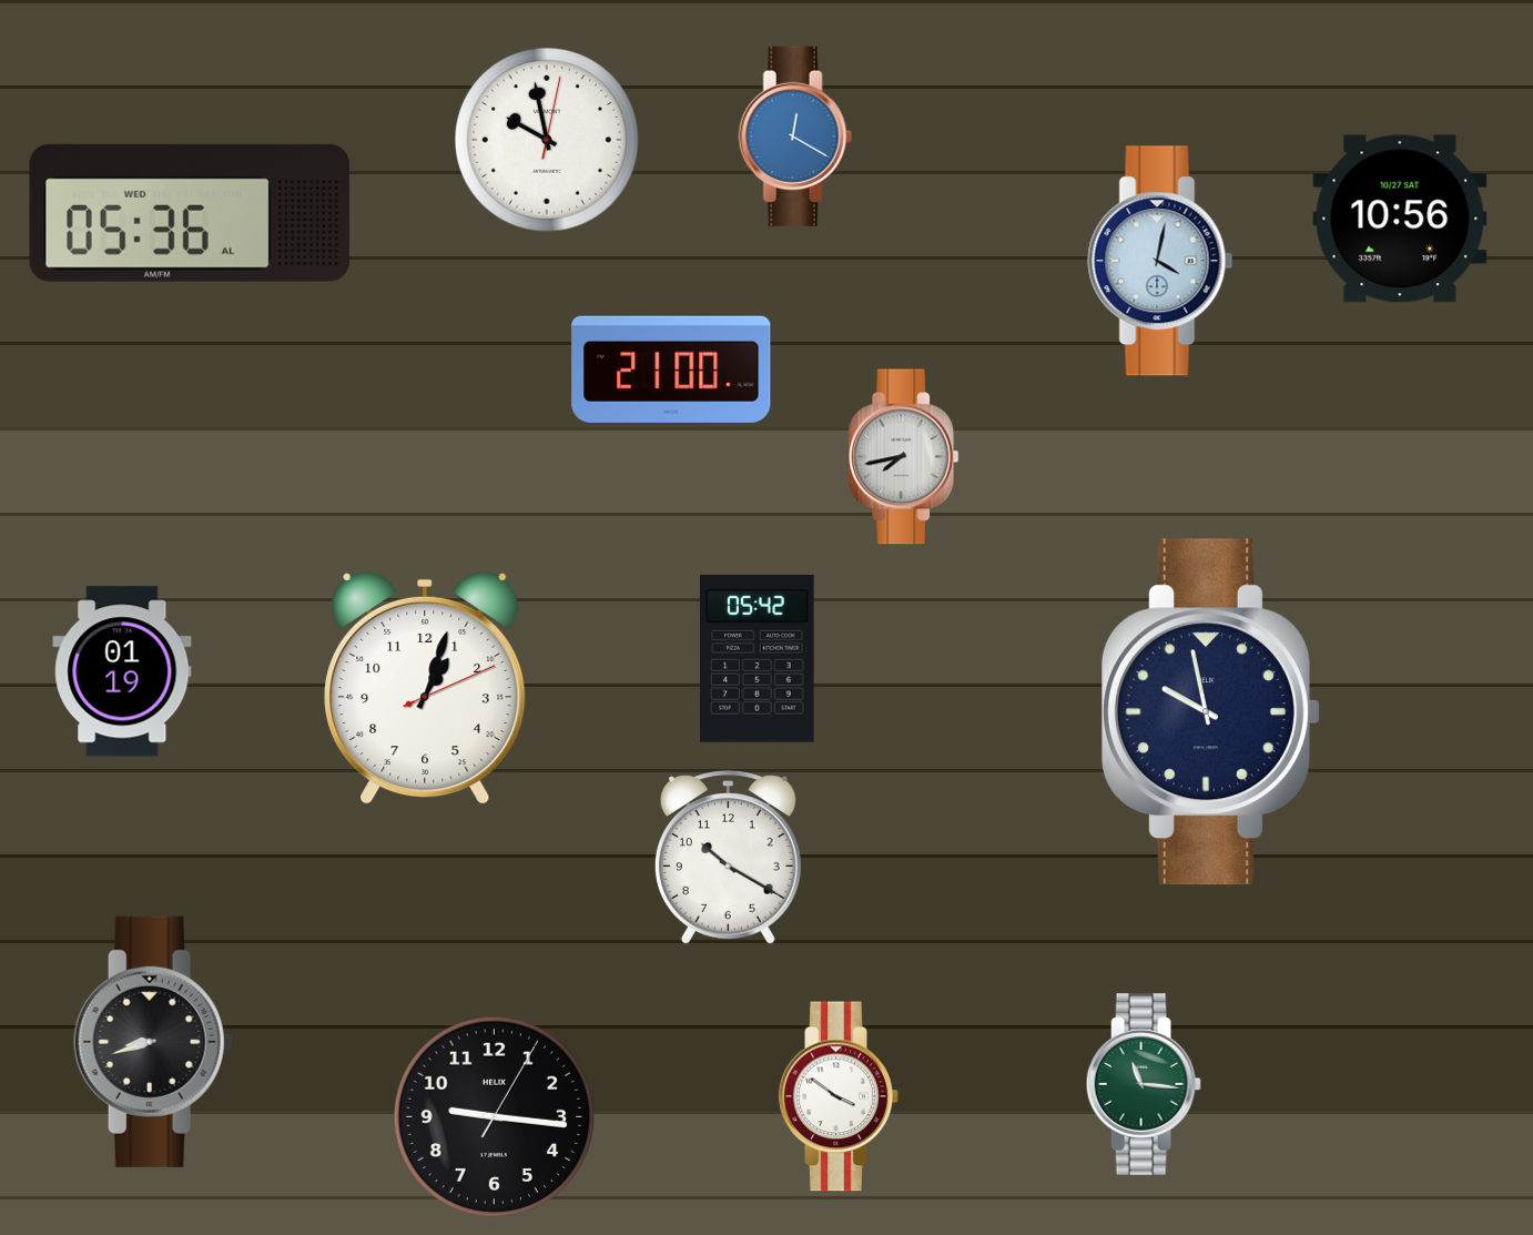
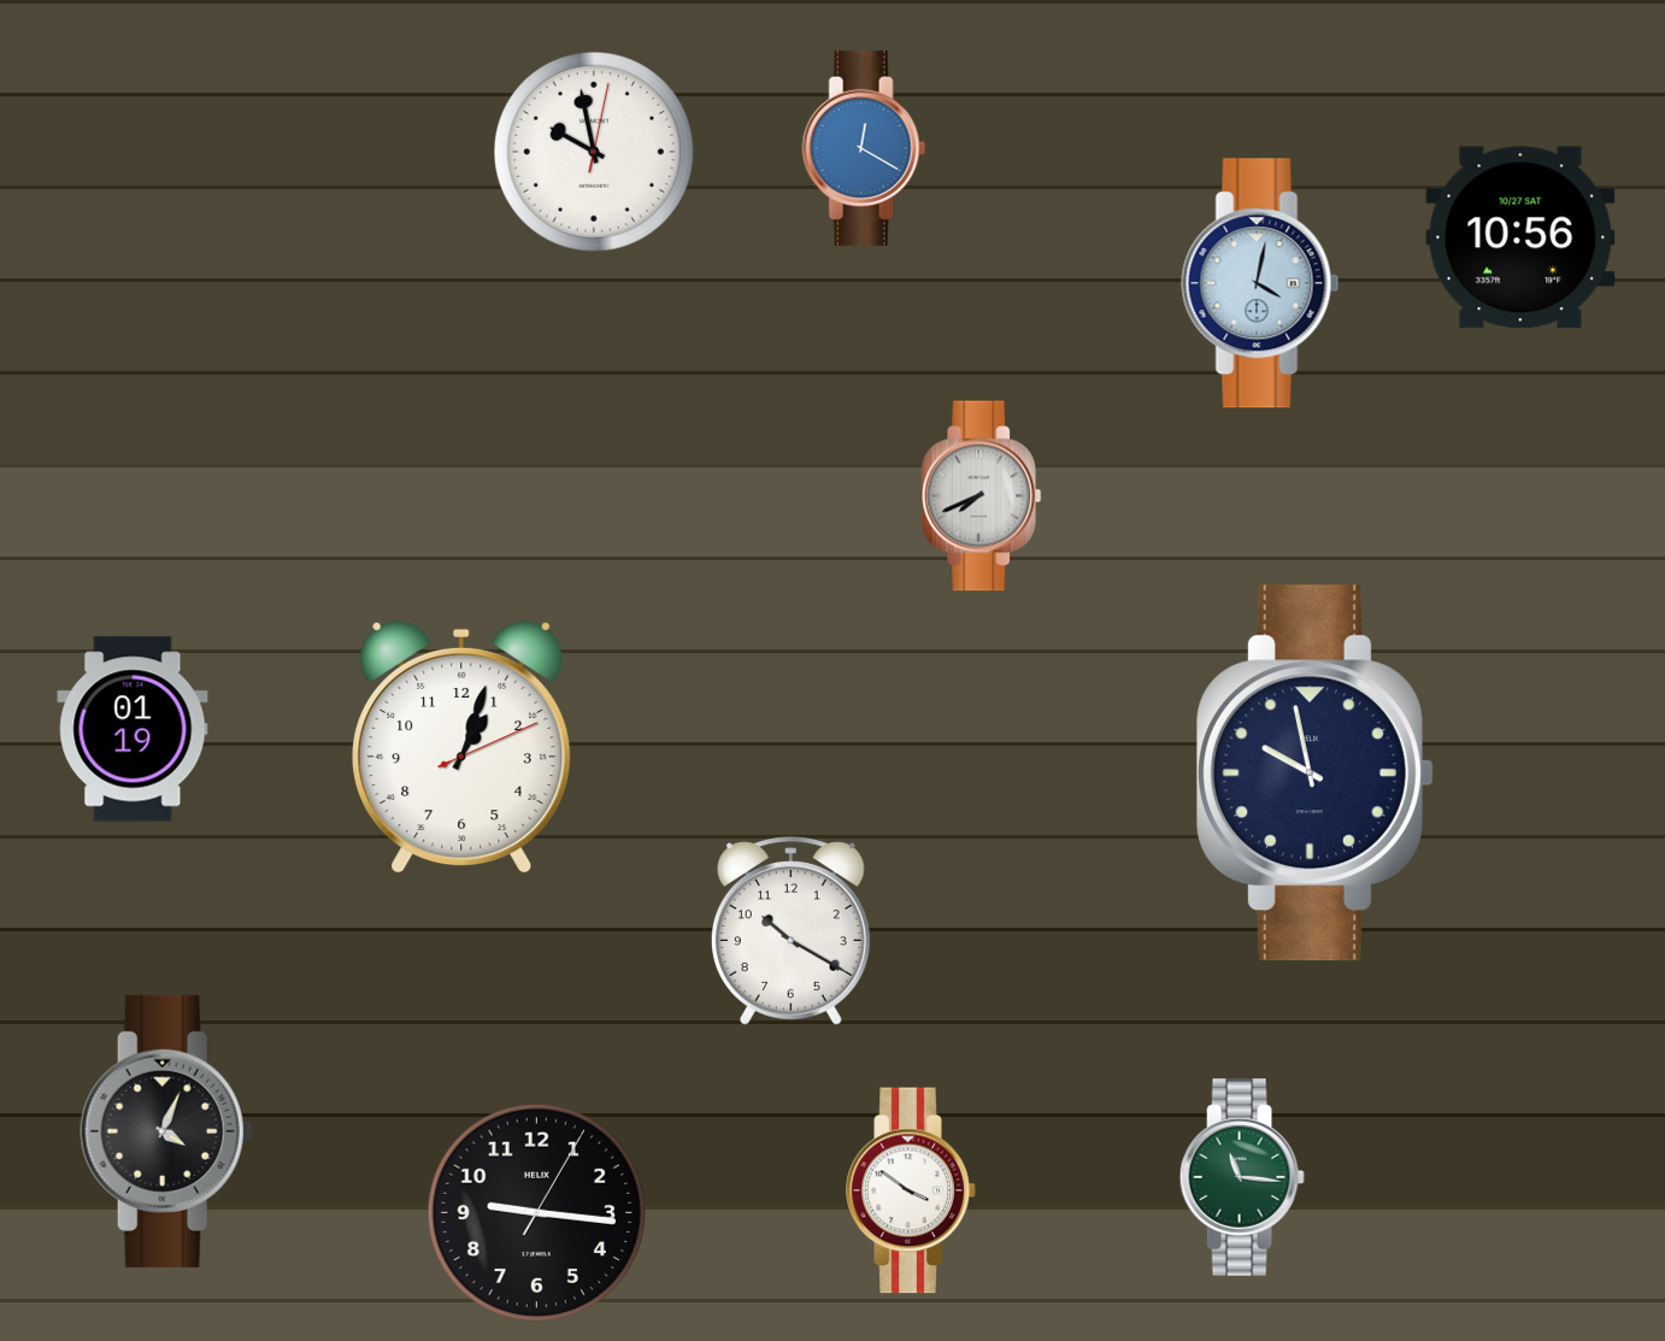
clock at (190, 213): 05:36 -> none
clock at (671, 370): 21:00 -> none
clock at (904, 457): 7:43 -> 7:41
clock at (758, 658): 05:42 -> none
clock at (153, 1042): 8:42 -> 4:04
